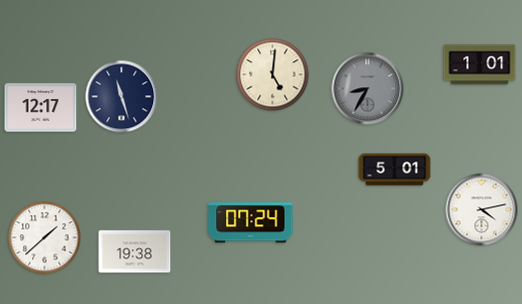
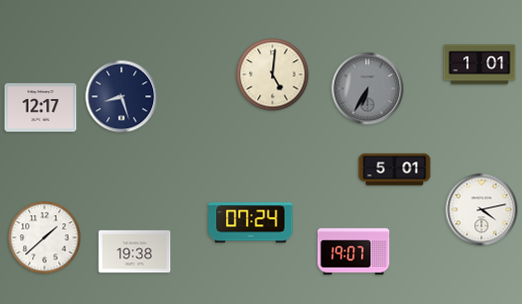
clock at (368, 89): 8:35 -> 6:35
clock at (122, 97): 11:27 -> 8:27
clock at (354, 252): none -> 19:07
